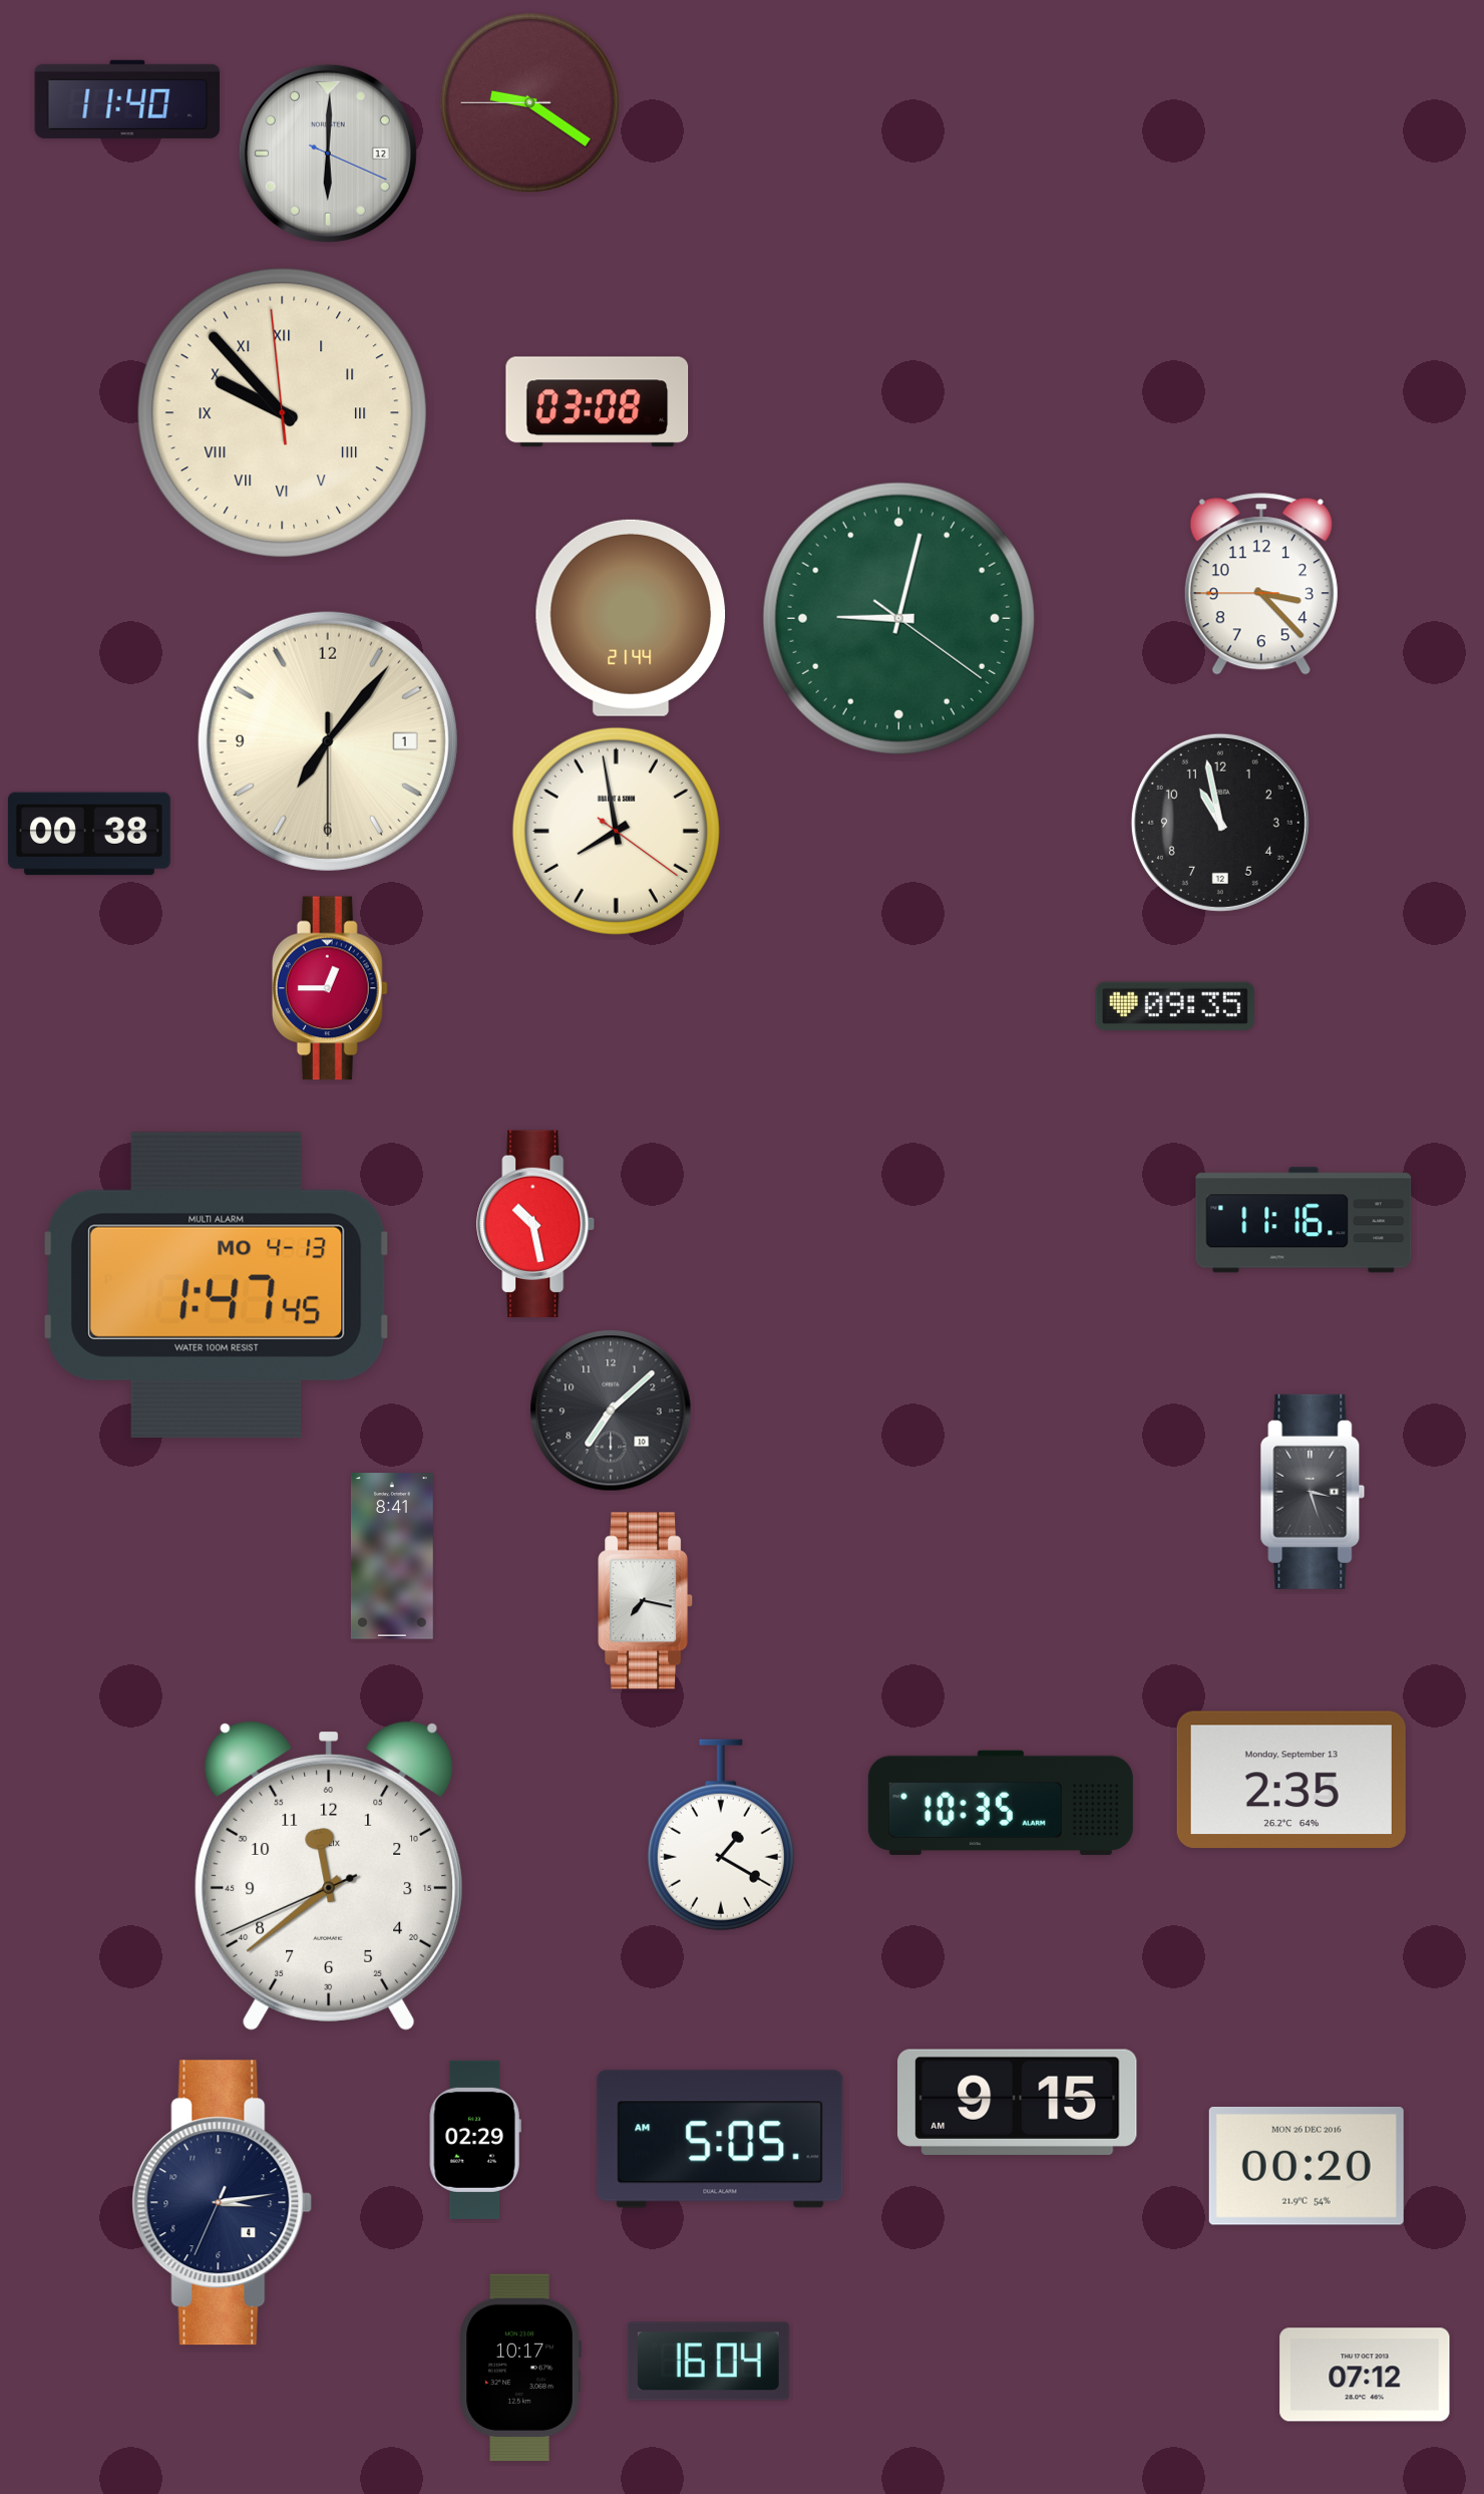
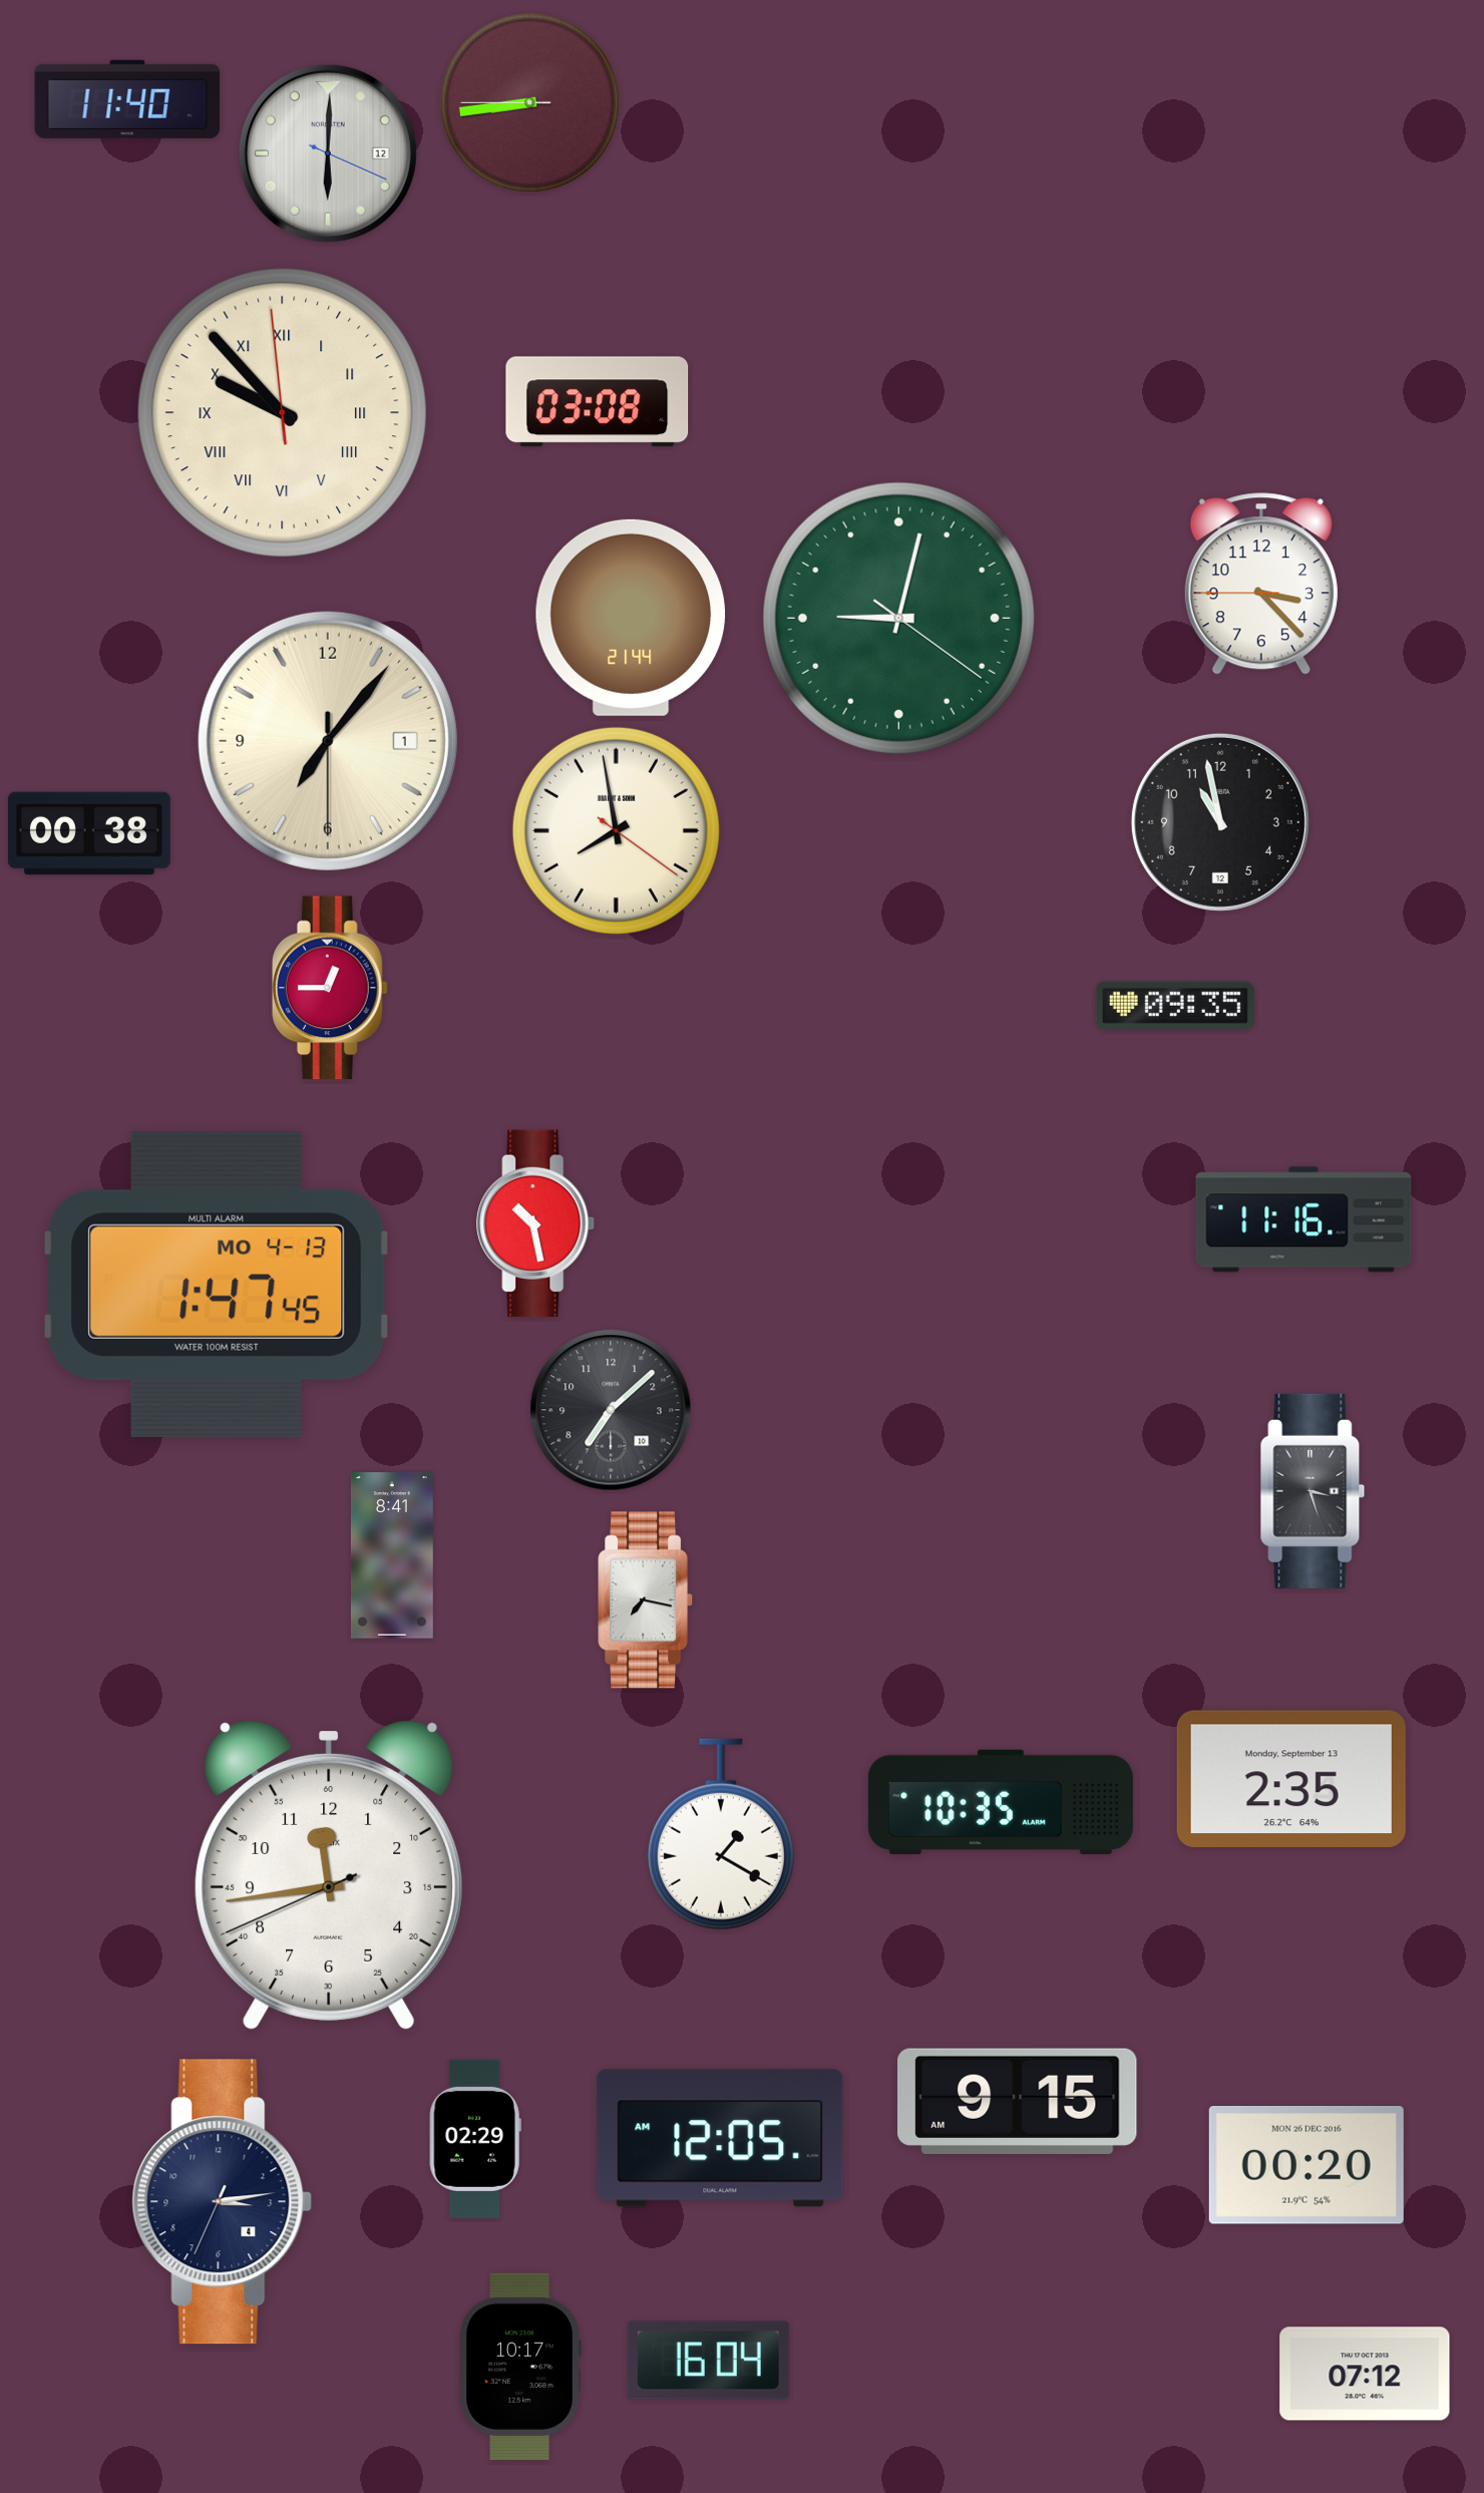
clock at (529, 102): 9:20 -> 8:43
clock at (328, 1876): 11:38 -> 11:43
clock at (720, 2139): 5:05 -> 12:05
